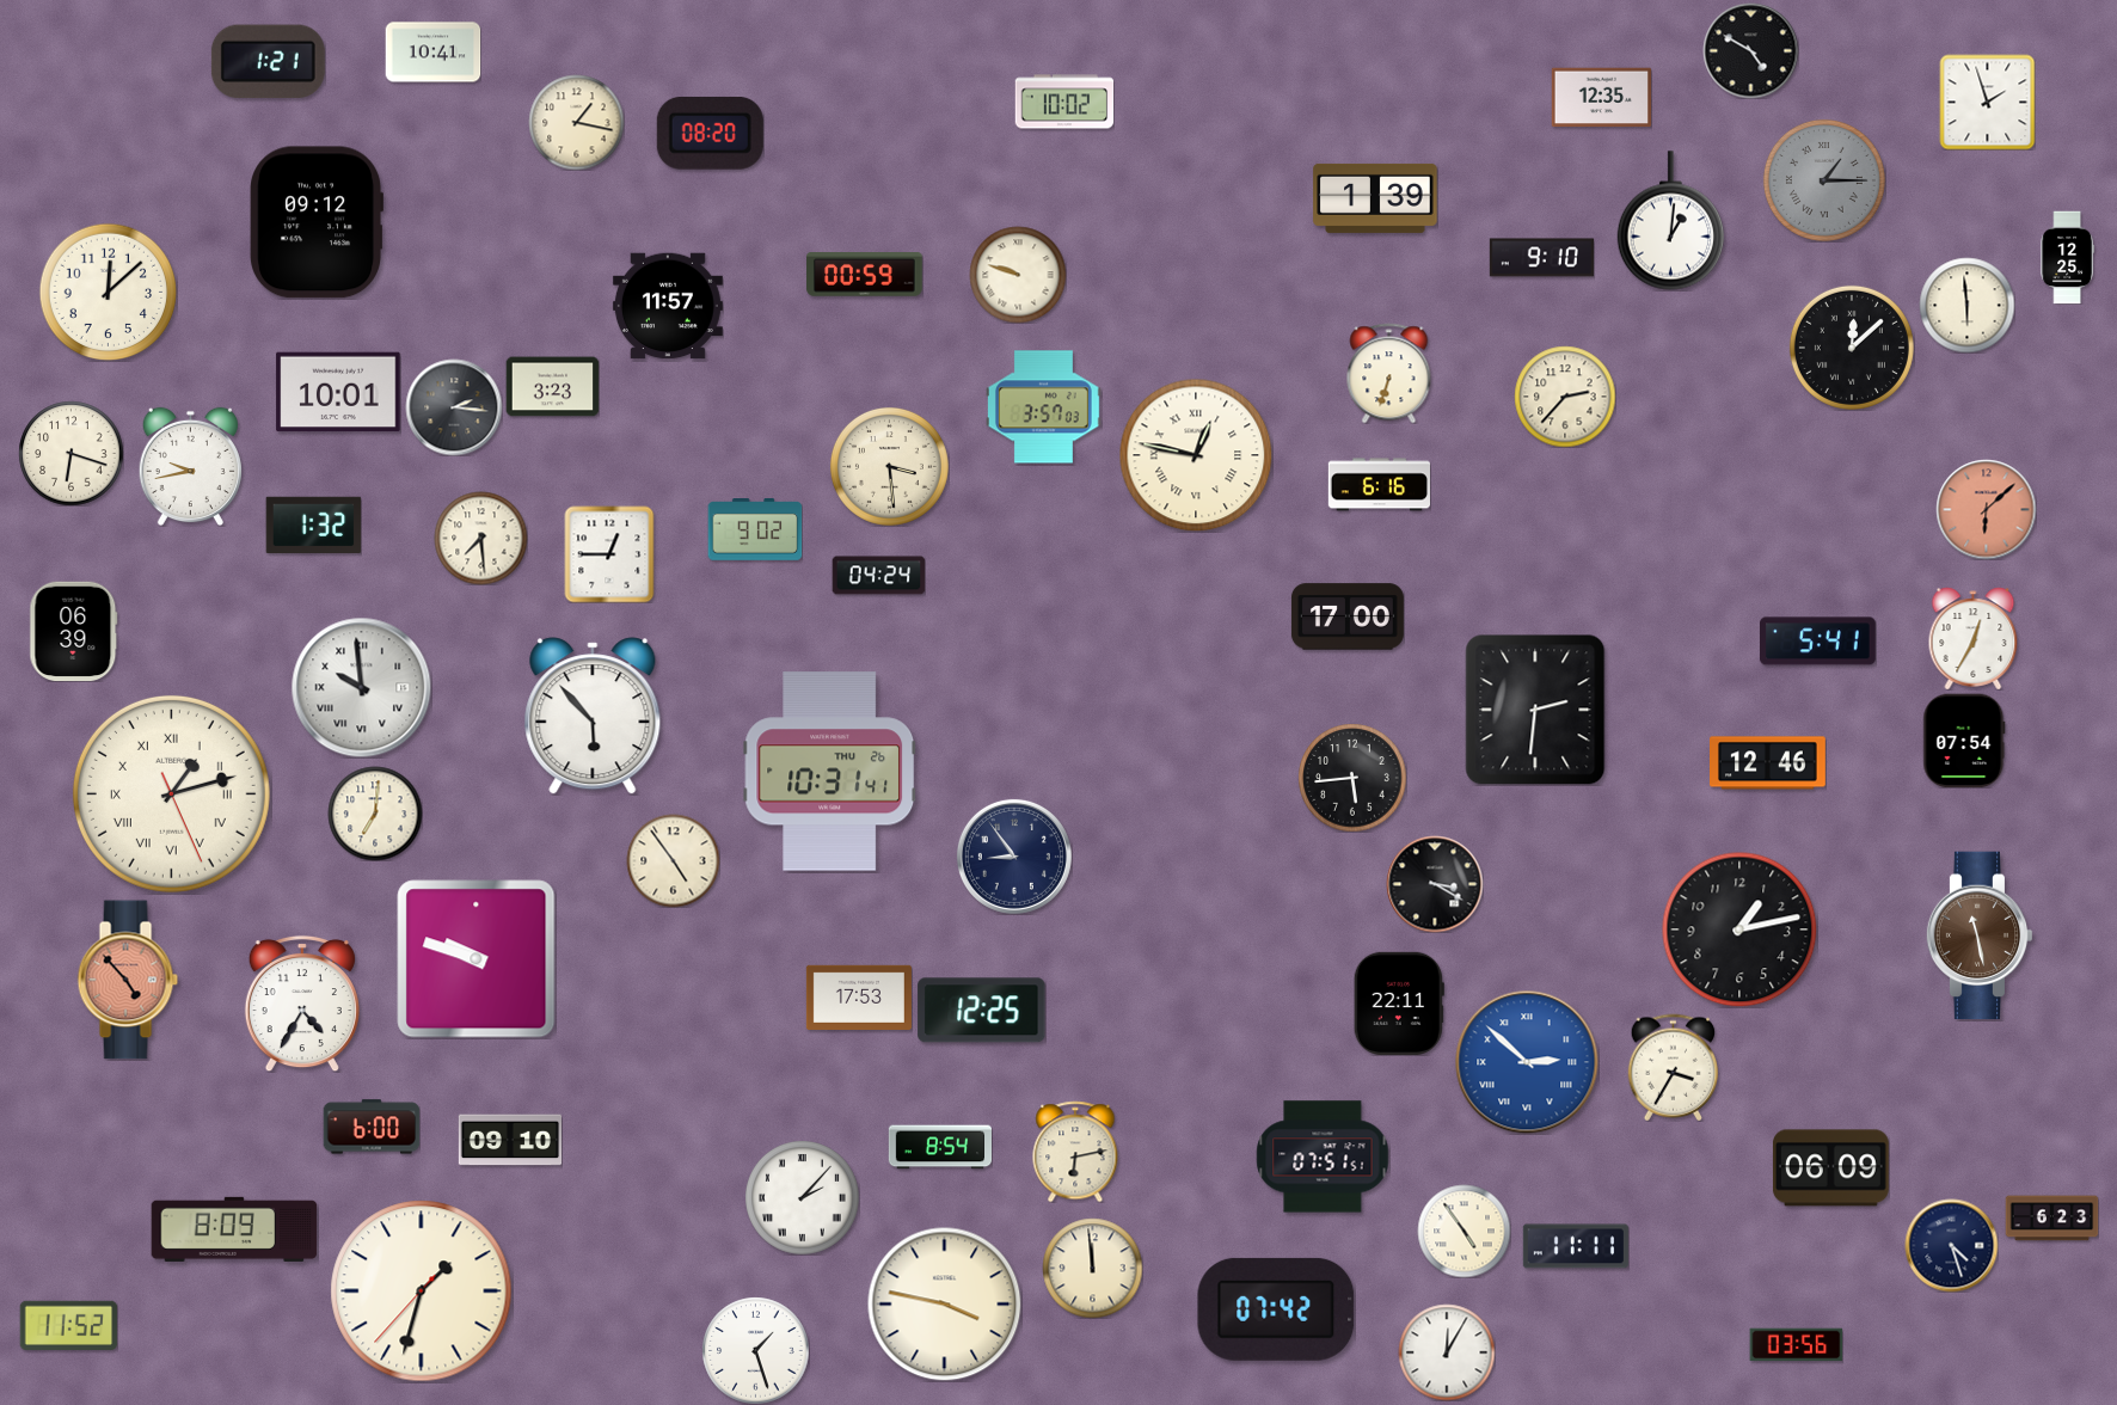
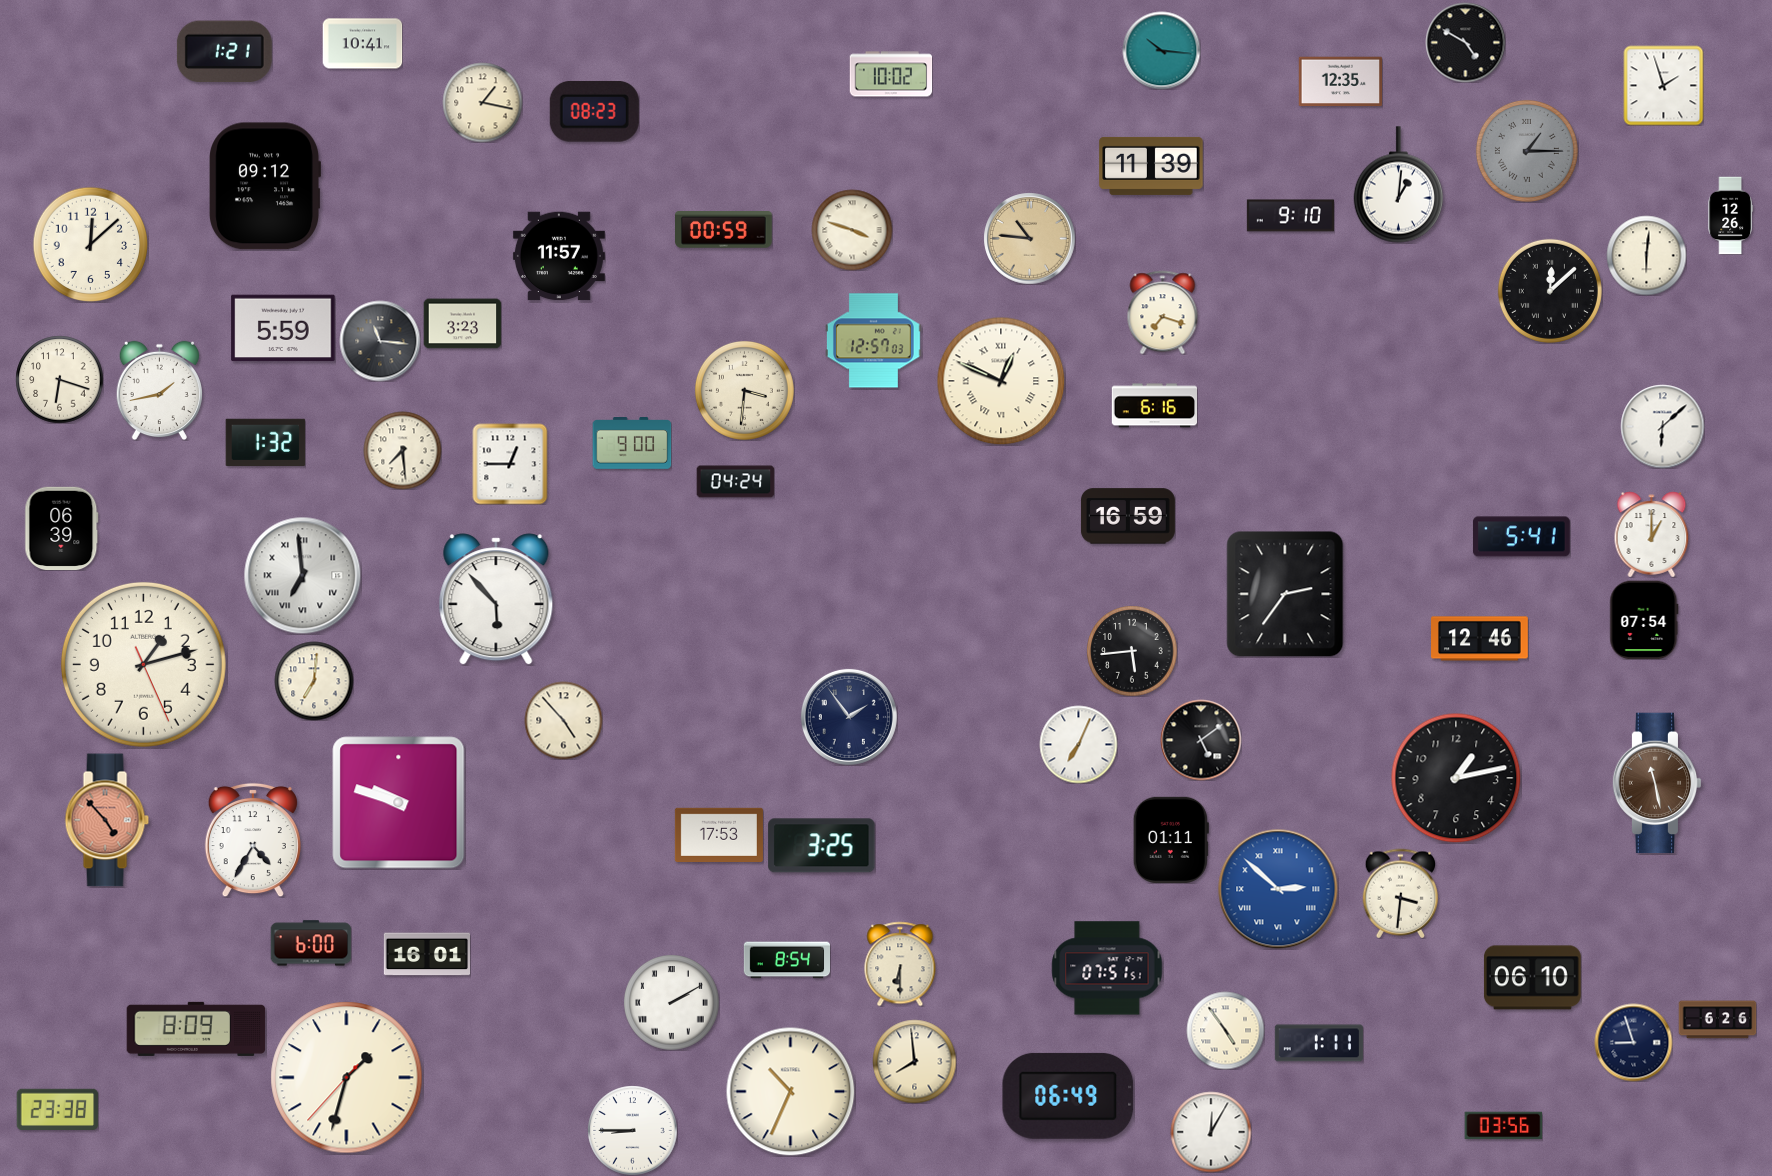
clock at (1161, 50): none -> 10:16
clock at (1064, 102) position: (1064, 102) -> (891, 74)
clock at (710, 133): 08:20 -> 08:23
clock at (1375, 198): 1:39 -> 11:39
clock at (2067, 257): 12:25 -> 12:26
clock at (1018, 275): 9:48 -> 3:48
clock at (1029, 238): none -> 10:46
clock at (1966, 305): 5:59 -> 6:01
clock at (1389, 373): 6:33 -> 7:18
clock at (338, 392): 10:01 -> 5:59
clock at (1565, 397): 2:37 -> none
clock at (454, 407): 2:16 -> 11:16
clock at (1043, 407): 3:57 -> 12:57
clock at (1196, 455): 12:47 -> 12:49
clock at (190, 466): 9:43 -> 1:43
clock at (889, 466): 3:29 -> 3:31
clock at (1986, 509) dial: salmon -> white
clock at (313, 524) position: (313, 524) -> (265, 442)
clock at (755, 530): 9:02 -> 9:00
clock at (1348, 616): 17:00 -> 16:59
clock at (1974, 638): 12:35 -> 1:00
clock at (361, 687): 9:59 -> 6:59
clock at (1535, 710): 2:31 -> 2:36
clock at (830, 772): 10:31 -> none
clock at (171, 793) numerals: Roman -> Arabic
clock at (1014, 857): 8:54 -> 1:54
clock at (673, 860): 4:54 -> 4:53
clock at (1435, 884): 3:20 -> 5:09
clock at (1078, 744): none -> 7:04
clock at (1399, 1004): 22:11 -> 01:11
clock at (982, 1011): 12:25 -> 3:25
clock at (1674, 1067): 3:35 -> 3:31
clock at (509, 1140): 09:10 -> 16:01
clock at (1075, 1152): 6:13 -> 6:30
clock at (1830, 1168): 06:09 -> 06:10
clock at (803, 1198): 2:07 -> 2:10
clock at (2051, 1219): 6:23 -> 6:26
clock at (1951, 1245): 4:27 -> 8:57
clock at (1576, 1246): 11:11 -> 1:11
clock at (1092, 1268): 11:59 -> 7:59
clock at (422, 1292) position: (422, 1292) -> (347, 1078)
clock at (944, 1303): 3:47 -> 10:34
clock at (1276, 1309): 07:42 -> 06:49
clock at (68, 1325): 11:52 -> 23:38
clock at (755, 1350): 1:27 -> 8:45
